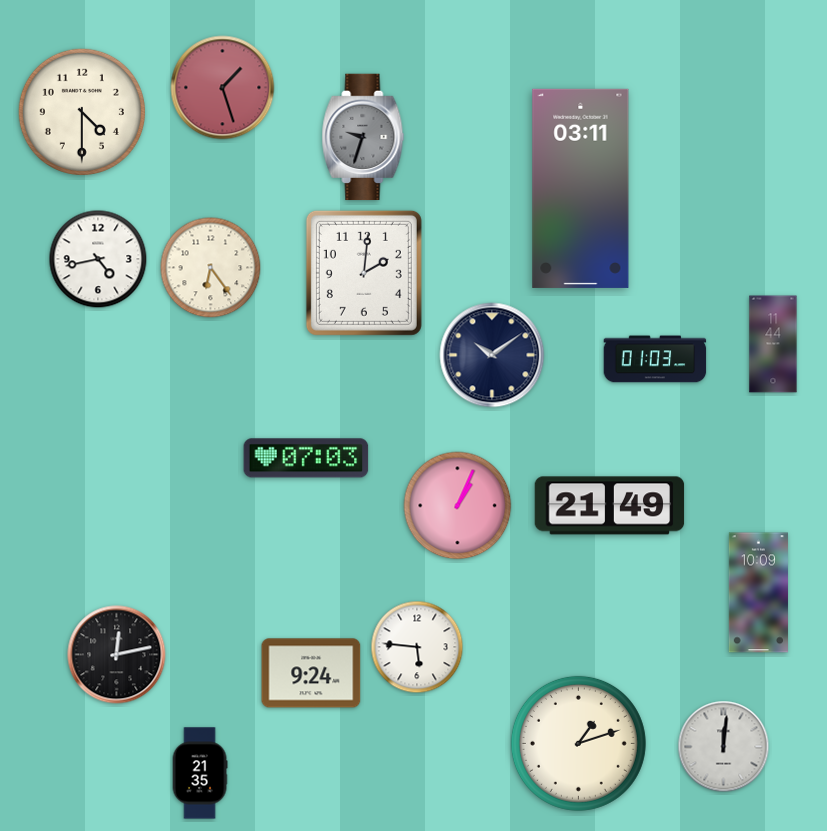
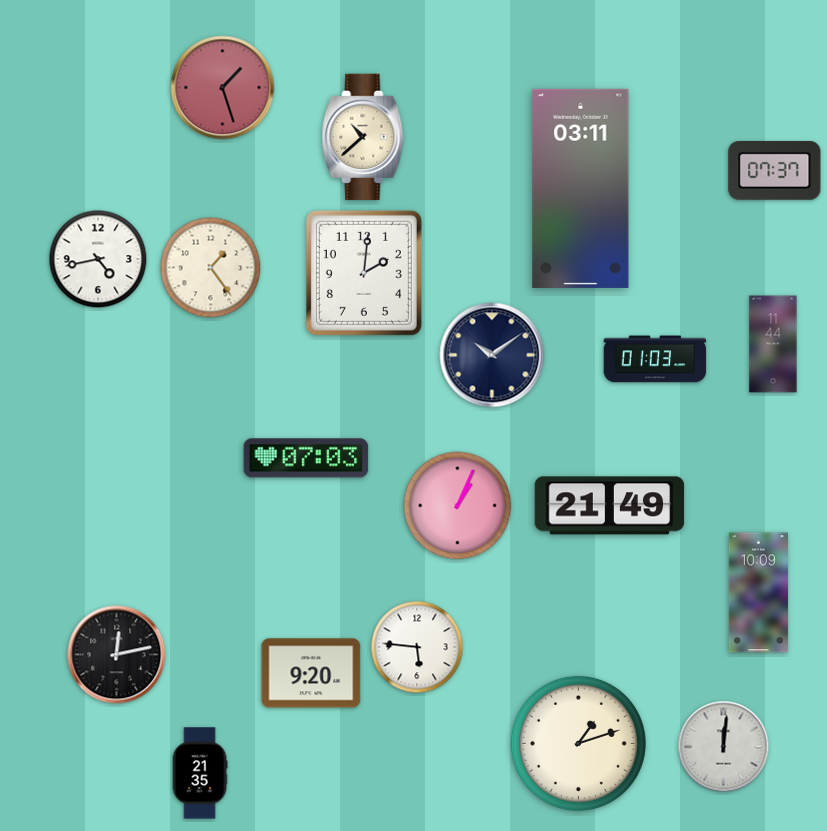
clock at (82, 112): 4:30 -> none
clock at (363, 137): 9:33 -> 10:38
clock at (363, 137) dial: grey -> cream
clock at (775, 171): none -> 07:37
clock at (211, 268): 6:24 -> 1:24
clock at (311, 673): 9:24 -> 9:20
